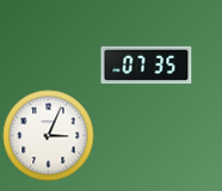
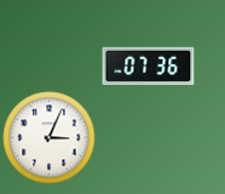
clock at (147, 66): 07:35 -> 07:36
